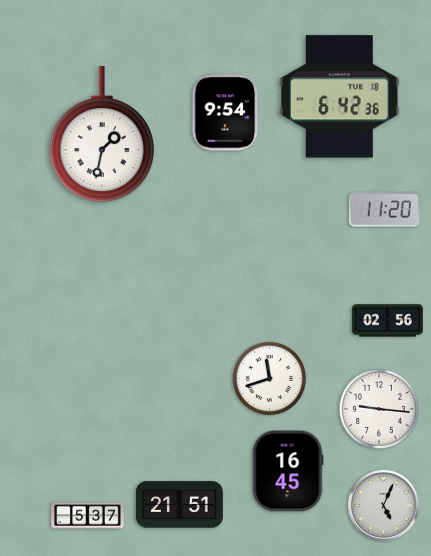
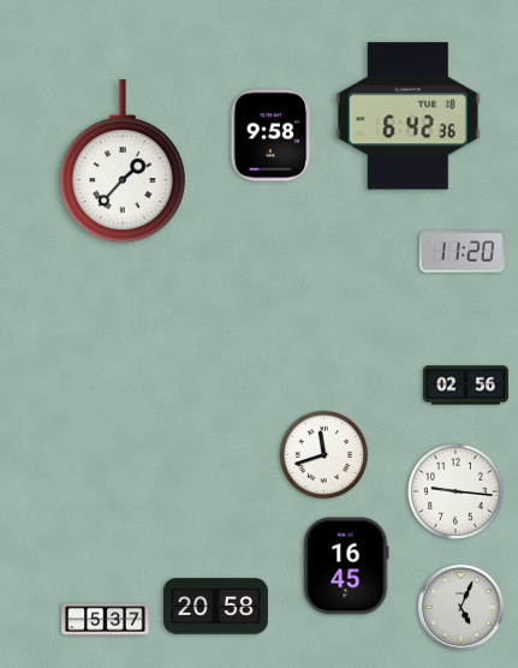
clock at (226, 113): 9:54 -> 9:58
clock at (102, 135): 1:32 -> 1:37
clock at (179, 505): 21:51 -> 20:58
